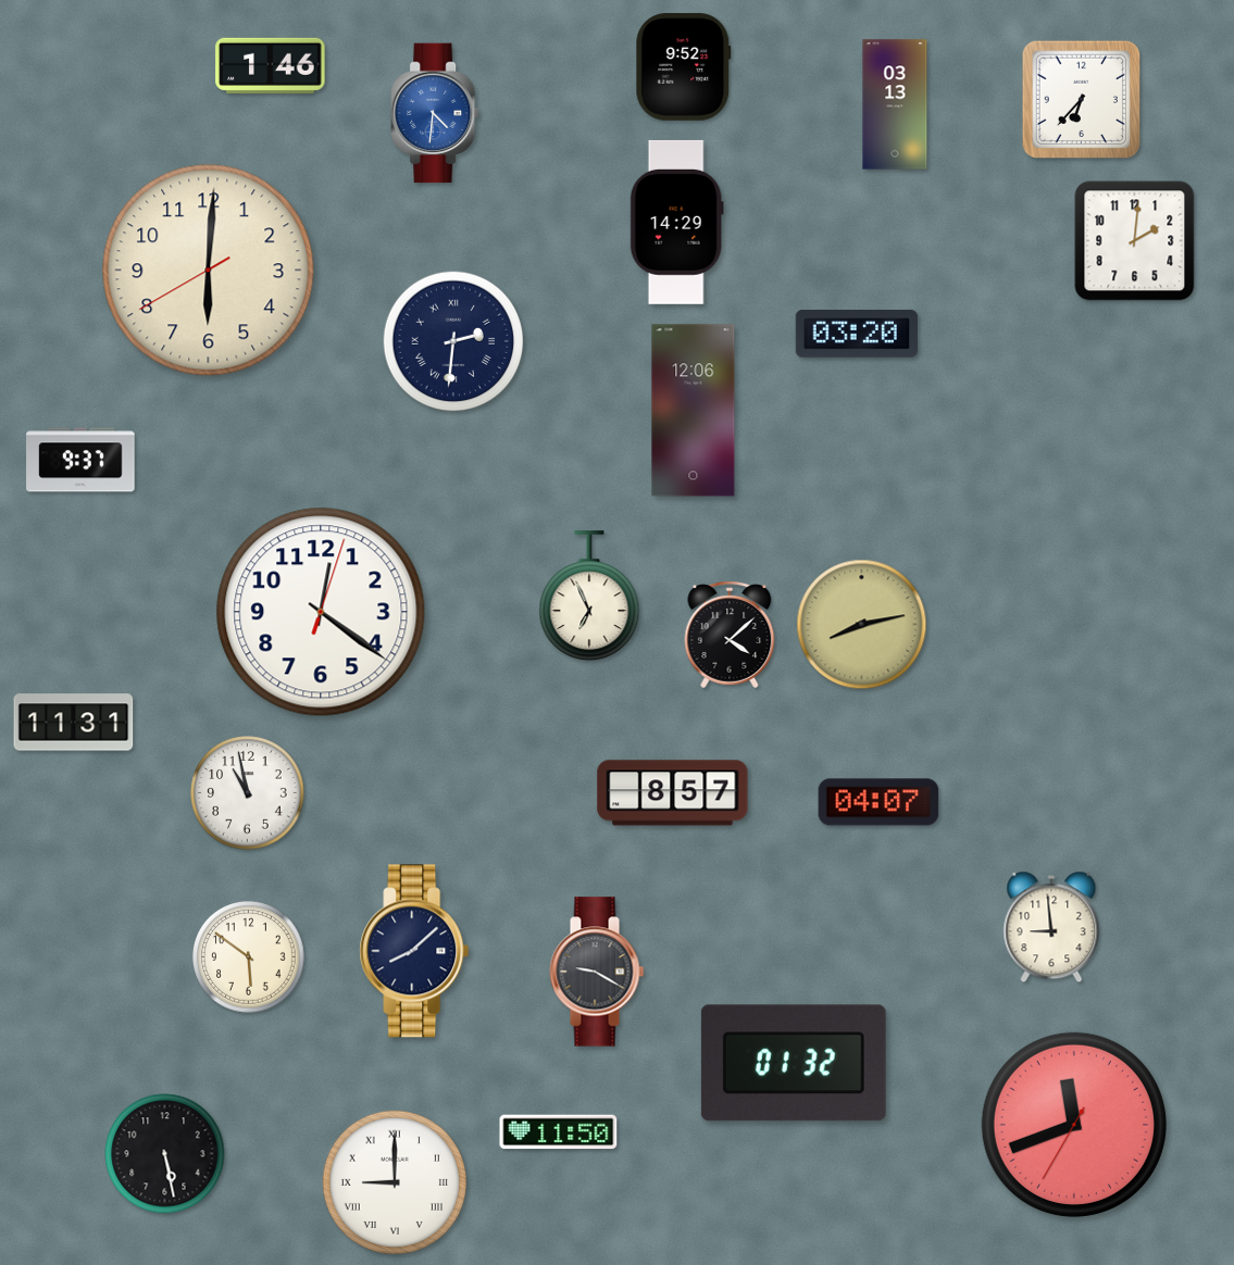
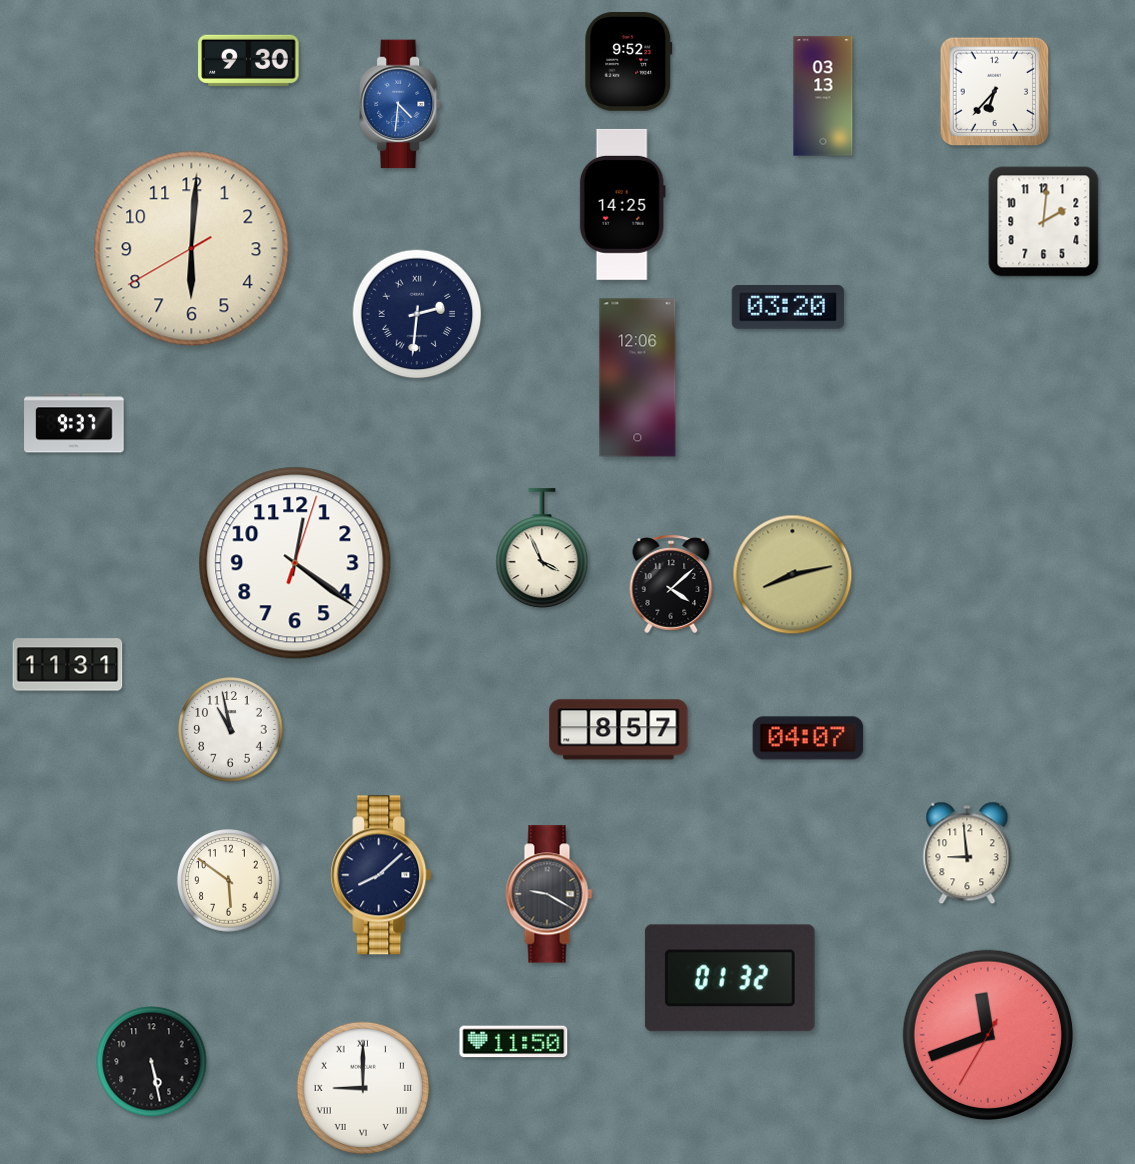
clock at (271, 65): 1:46 -> 9:30
clock at (676, 222): 14:29 -> 14:25
clock at (589, 597): 6:56 -> 3:56
clock at (248, 793) position: (248, 793) -> (231, 730)
